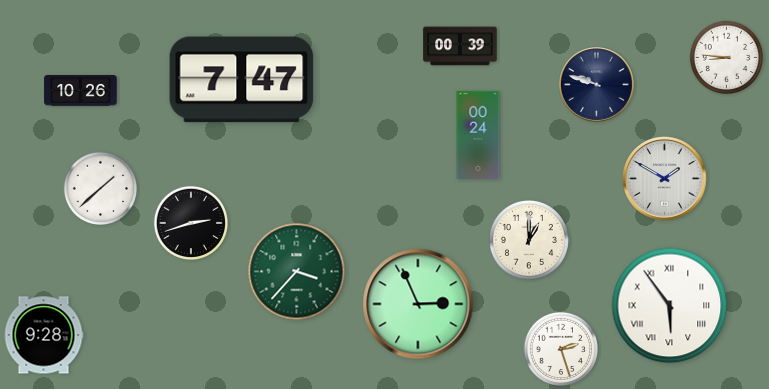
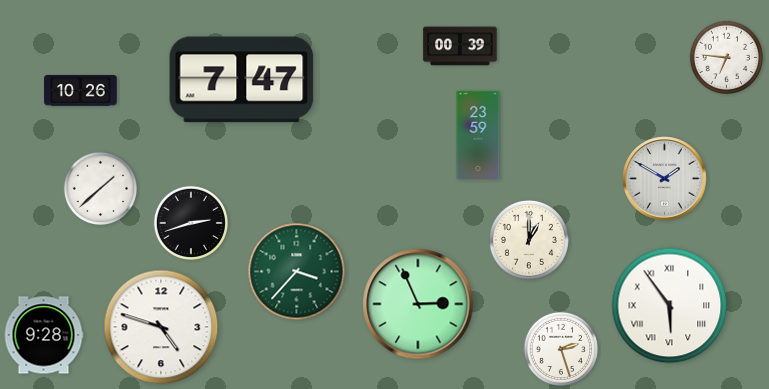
clock at (727, 58): 8:46 -> 6:46
clock at (597, 85): 9:48 -> none
clock at (478, 134): 00:24 -> 23:59
clock at (161, 327): none -> 4:48
